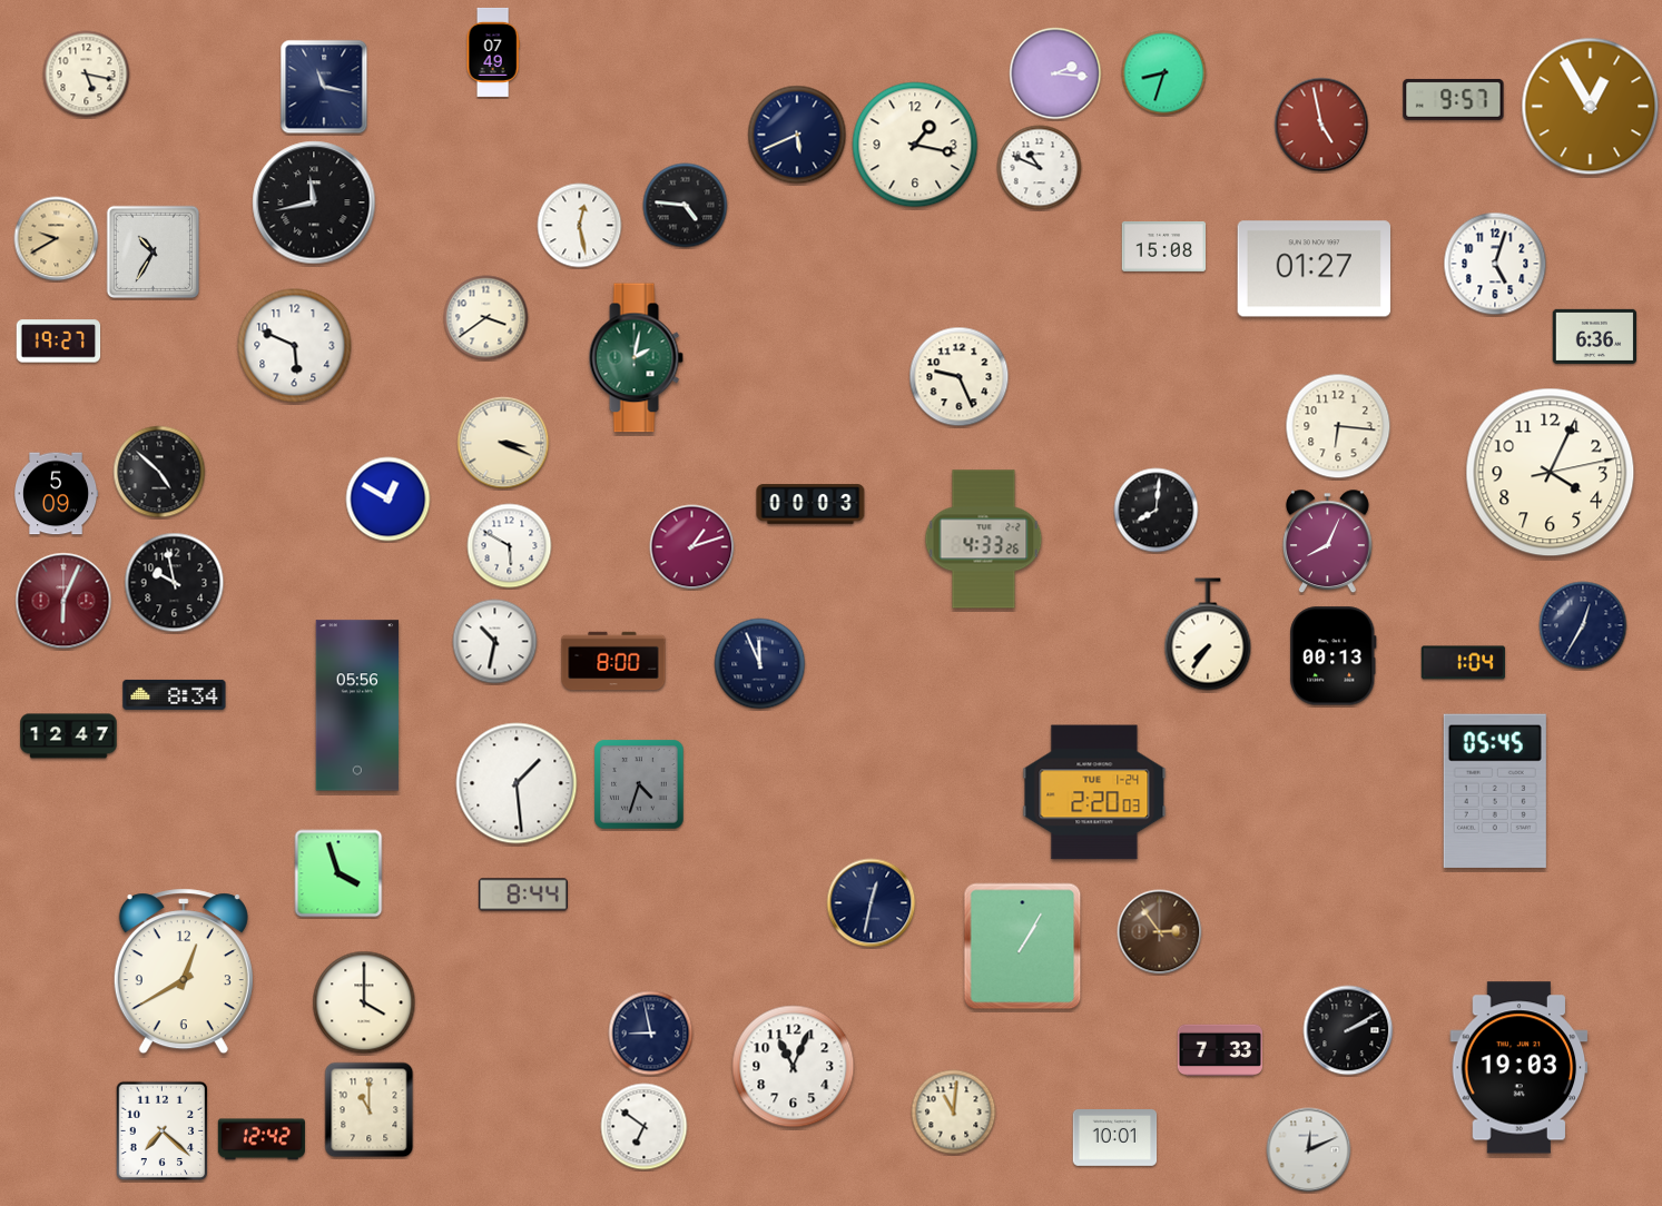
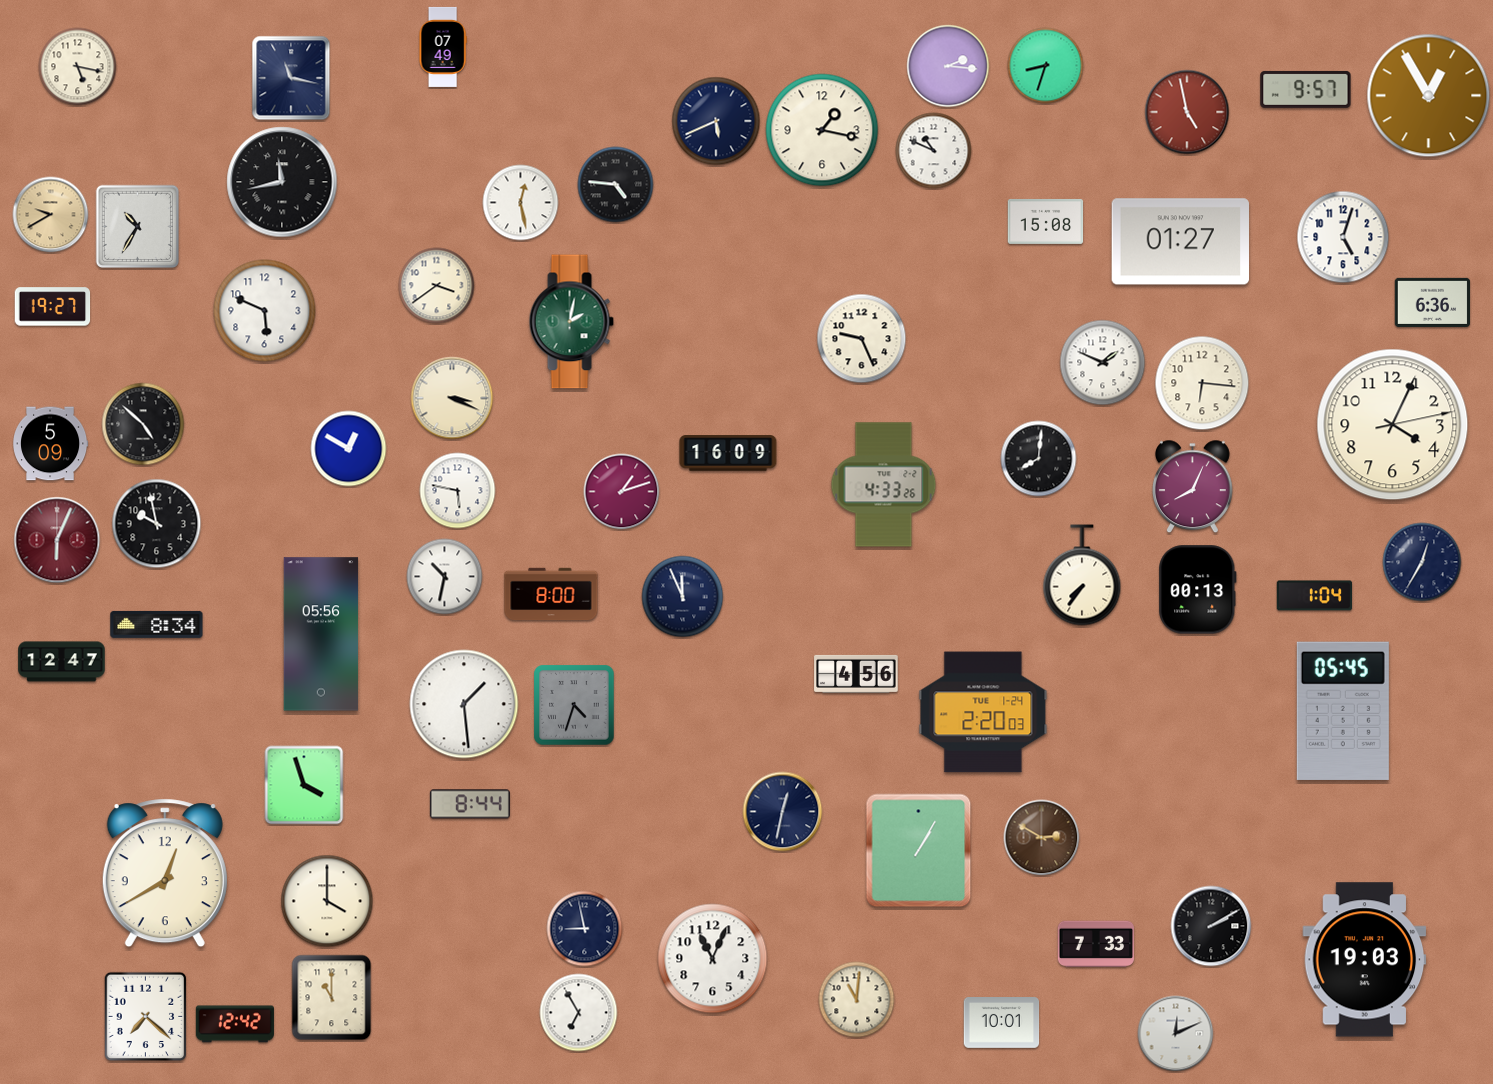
clock at (1103, 363): none -> 1:49
clock at (810, 504): 00:03 -> 16:09
clock at (510, 546): 5:50 -> 5:47
clock at (1208, 634) position: (1208, 634) -> (1082, 575)
clock at (856, 674): none -> 4:56
clock at (1160, 932): 2:54 -> 2:50
clock at (645, 1127): 6:51 -> 6:55
